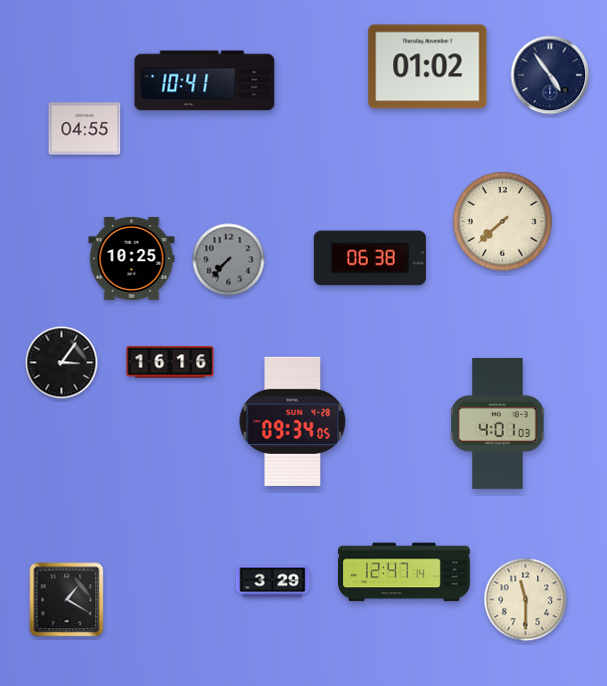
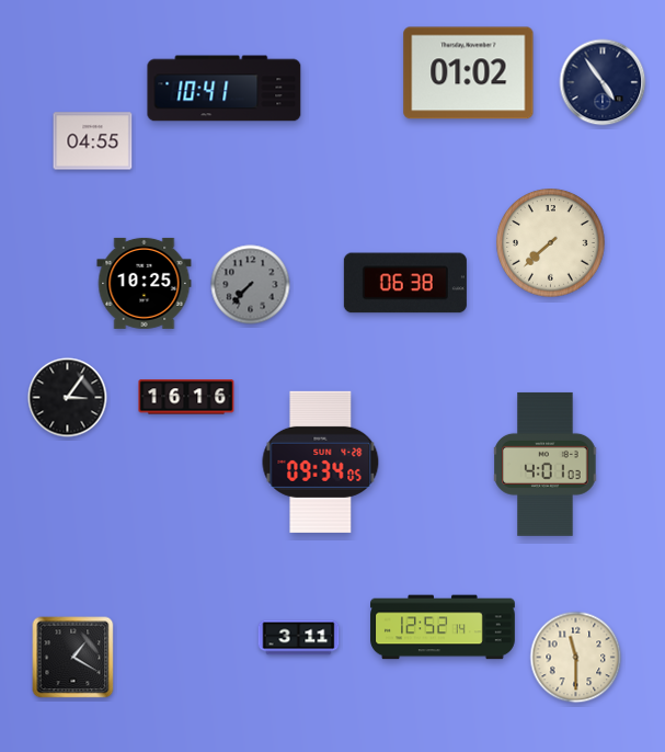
clock at (404, 572): 12:47 -> 12:52
clock at (273, 582): 3:29 -> 3:11
